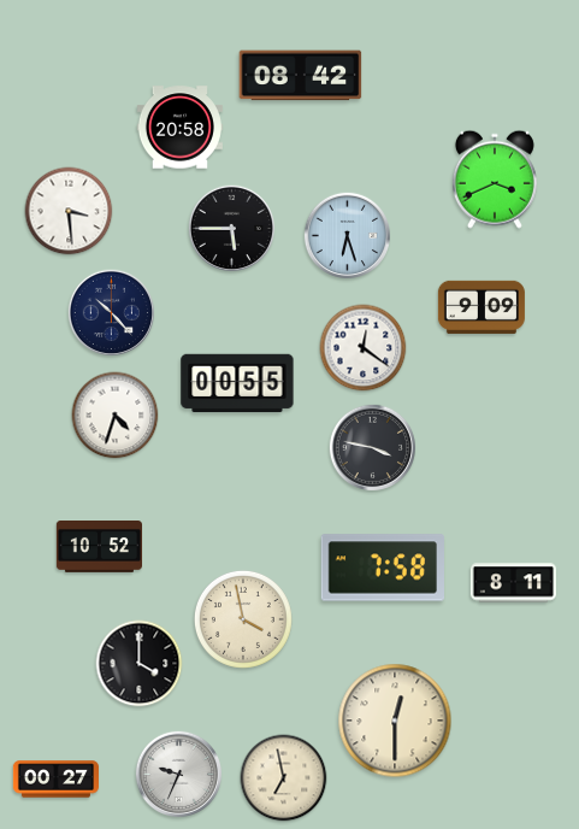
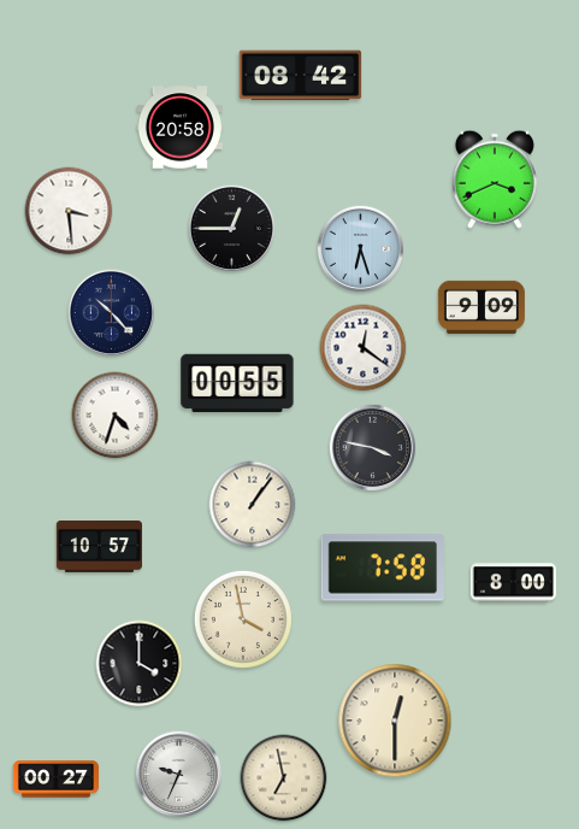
clock at (231, 228): 5:45 -> 12:45
clock at (347, 235) position: (347, 235) -> (360, 248)
clock at (253, 505): none -> 1:06
clock at (99, 547): 10:52 -> 10:57
clock at (513, 583): 8:11 -> 8:00
